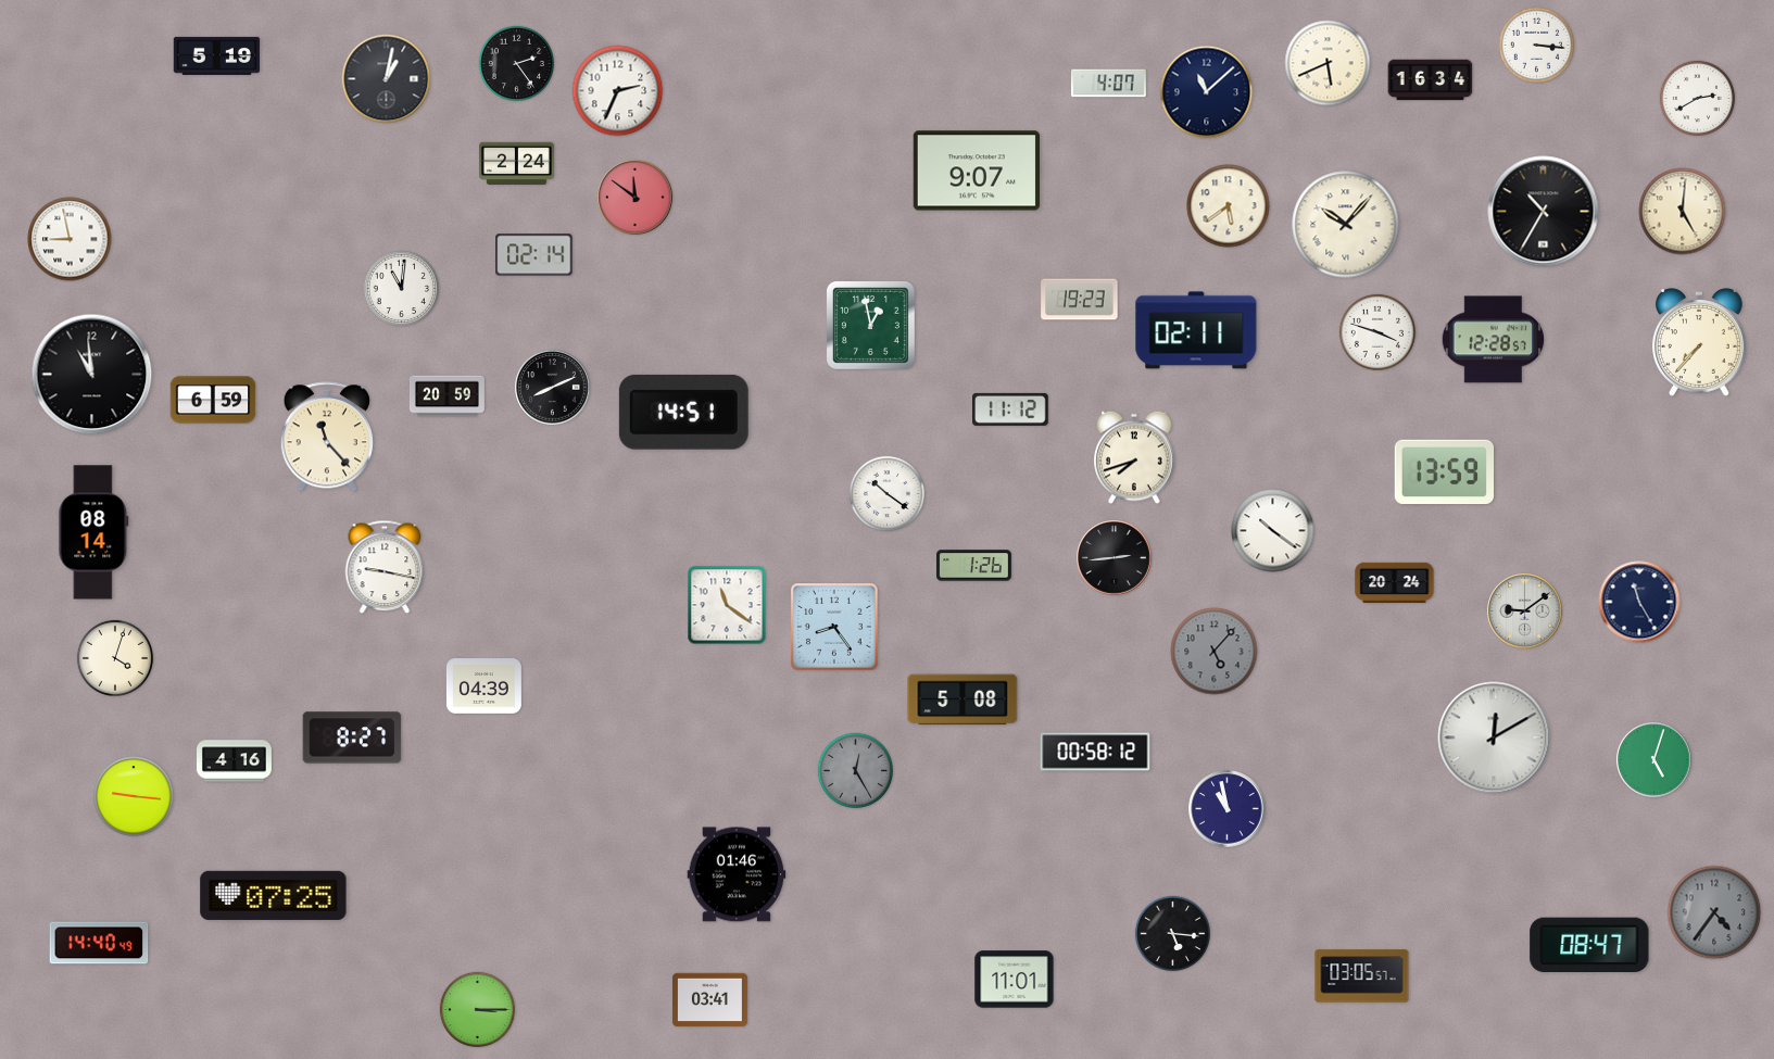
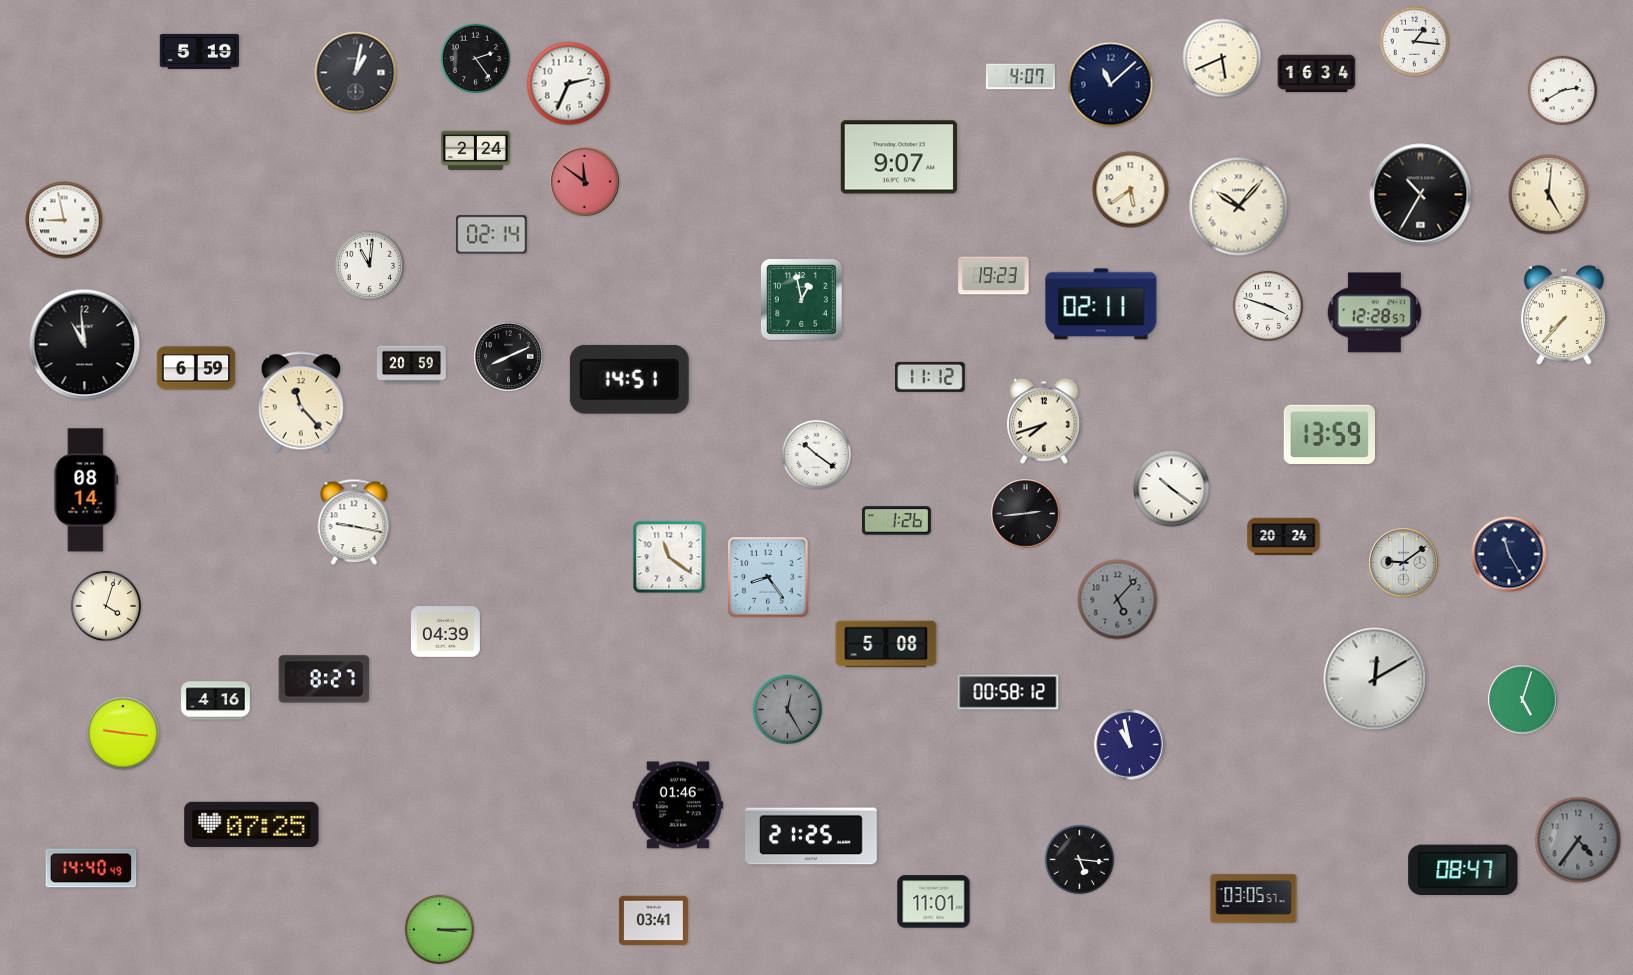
clock at (1536, 45): 3:16 -> 1:16
clock at (812, 836): none -> 21:25
